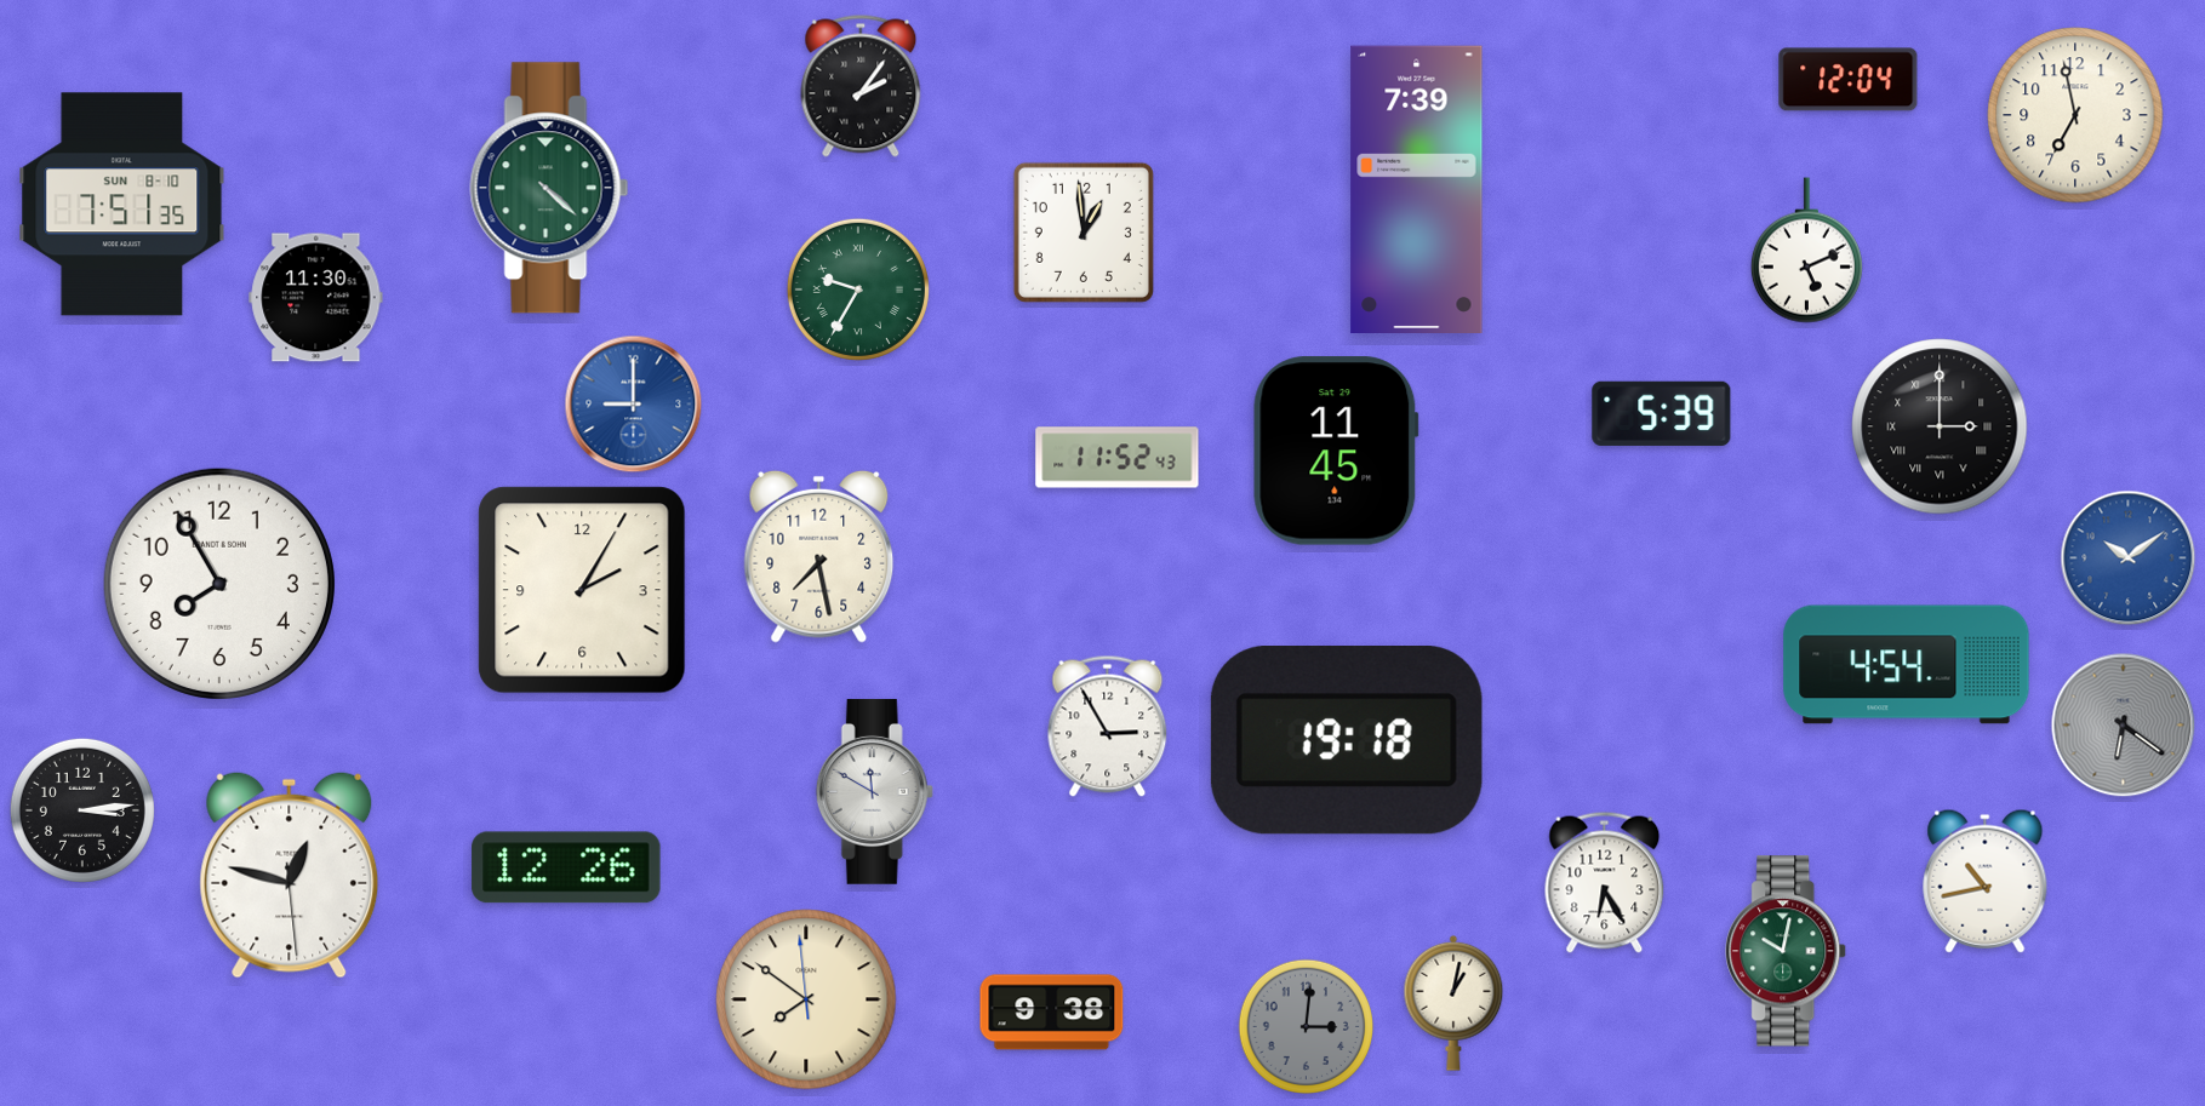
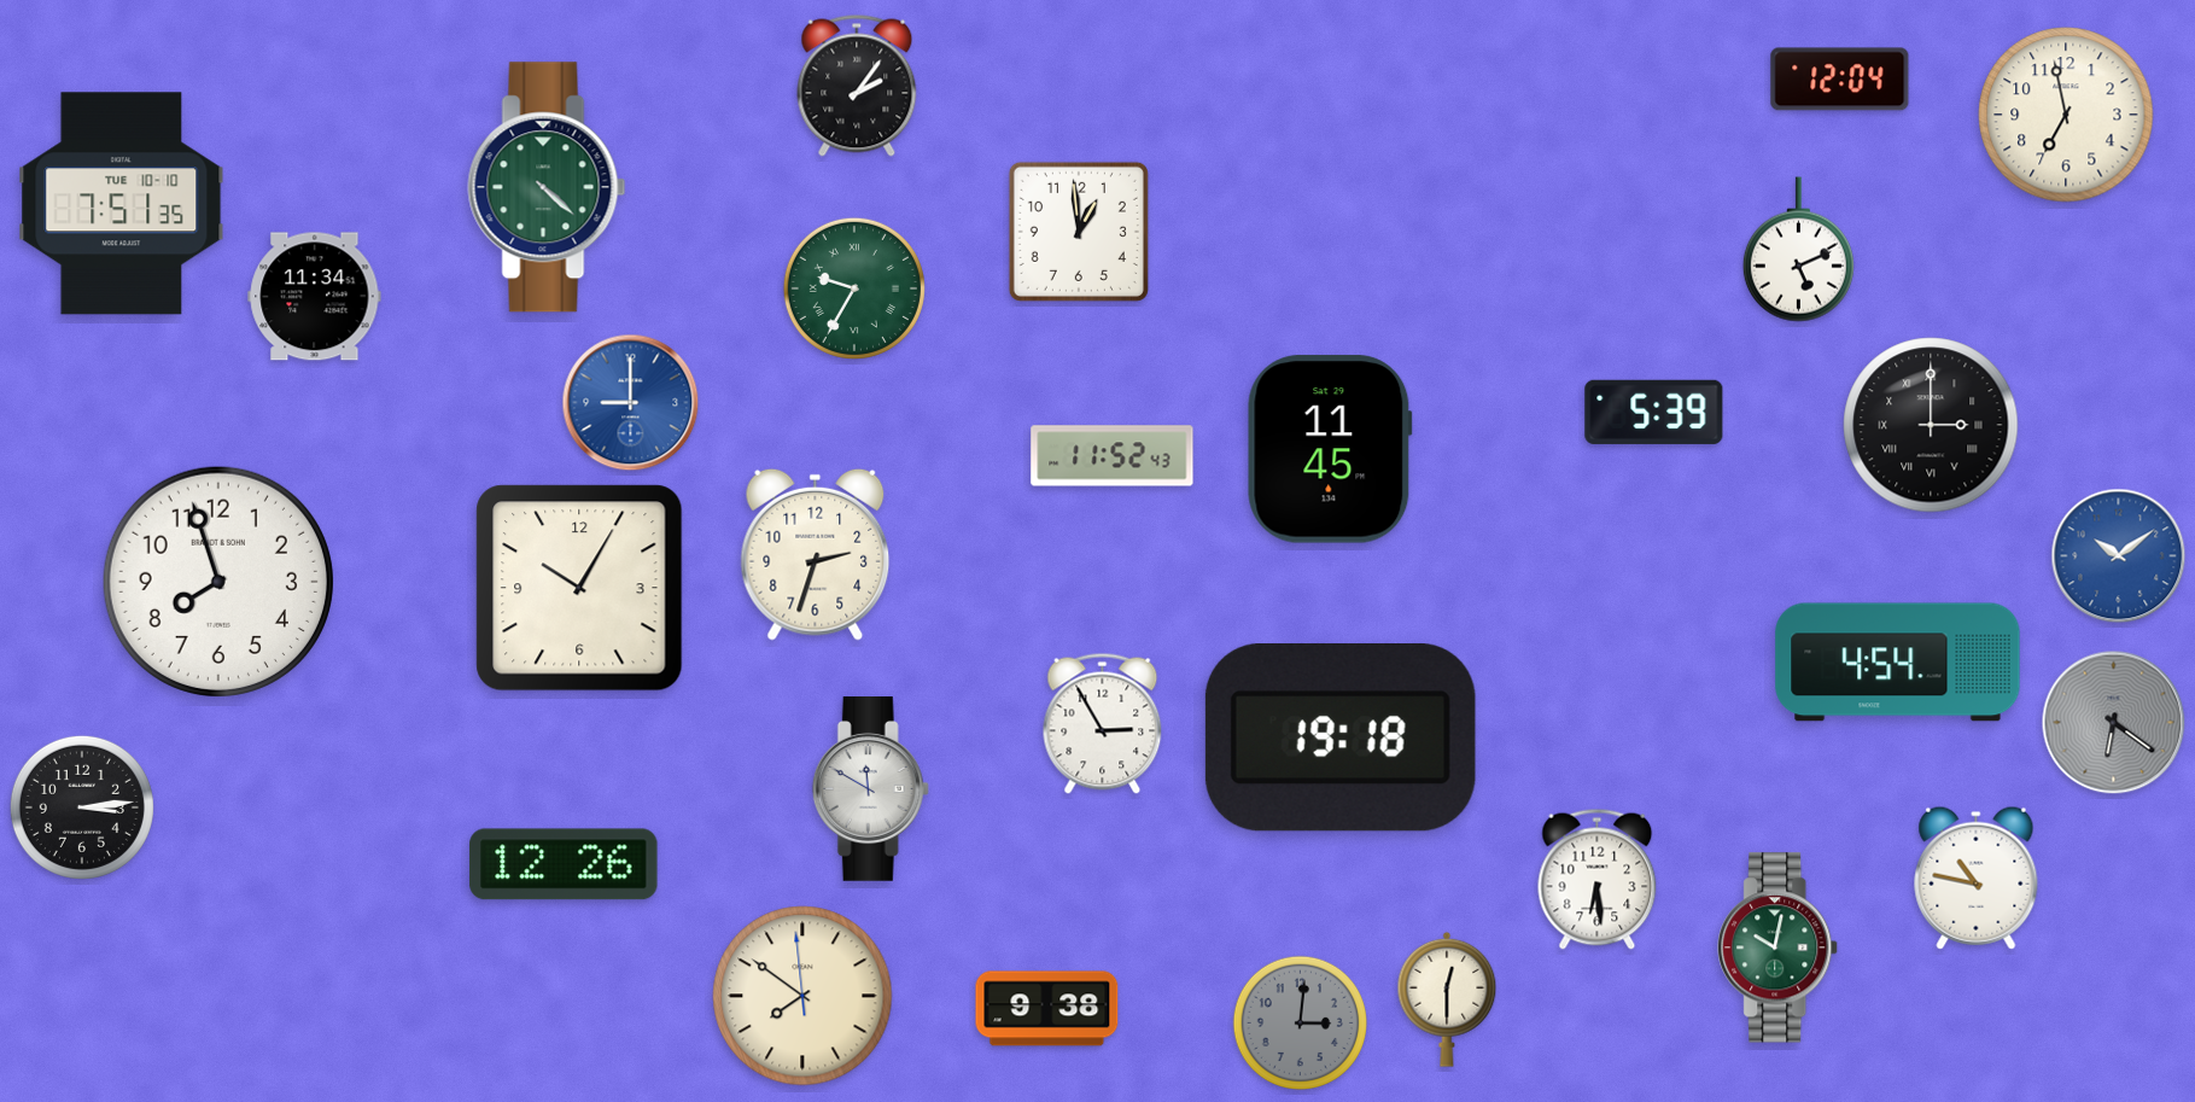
clock at (1417, 189): 7:39 -> none
clock at (122, 205) date: SUN 8-10 -> TUE 10-10
clock at (316, 298): 11:30 -> 11:34
clock at (819, 556): 7:28 -> 2:33
clock at (219, 584): 7:55 -> 7:57
clock at (582, 590): 2:05 -> 10:05
clock at (290, 875): 12:47 -> none
clock at (1986, 881): 10:43 -> 10:47
clock at (1605, 882): 6:25 -> 6:29
clock at (1453, 1003): 1:02 -> 12:30
